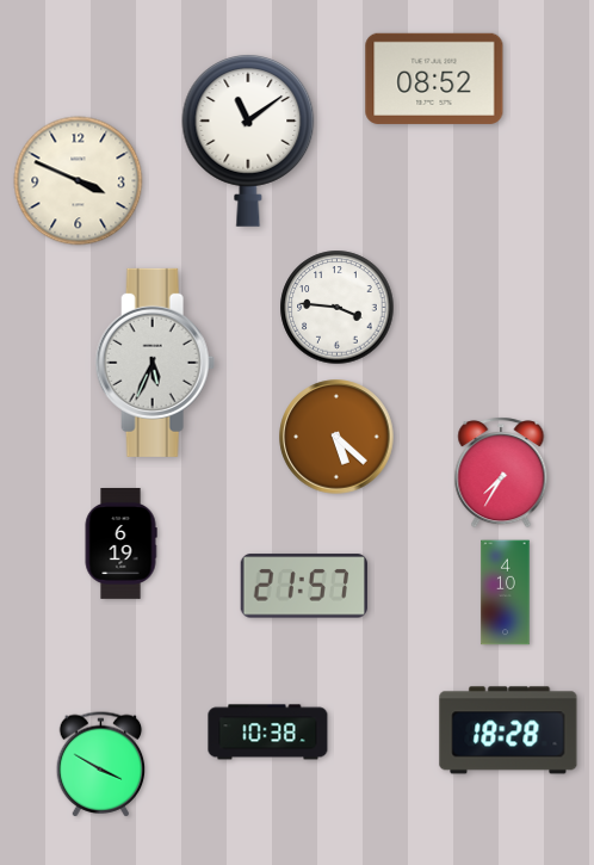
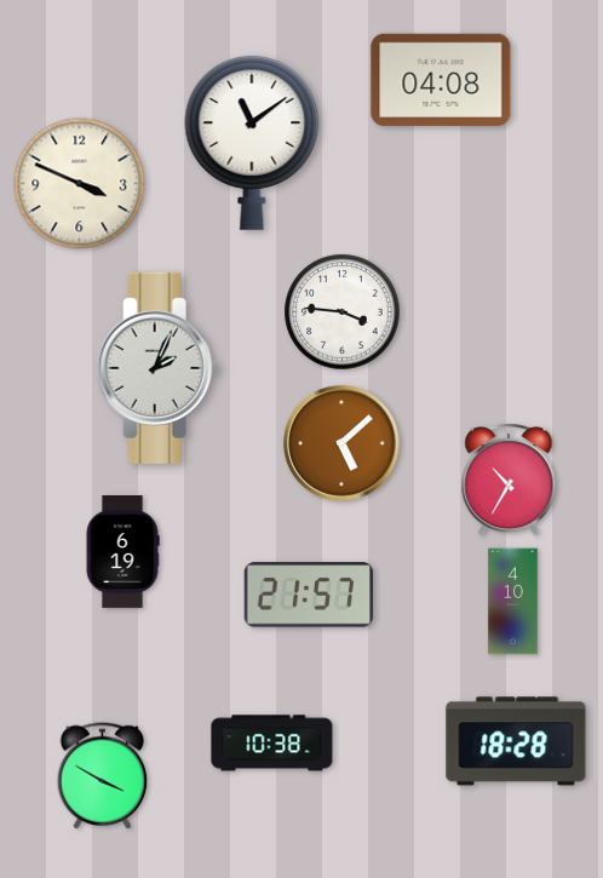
clock at (434, 79): 08:52 -> 04:08
clock at (155, 363): 5:34 -> 2:04
clock at (336, 437): 5:22 -> 5:08
clock at (501, 472): 7:35 -> 10:35
